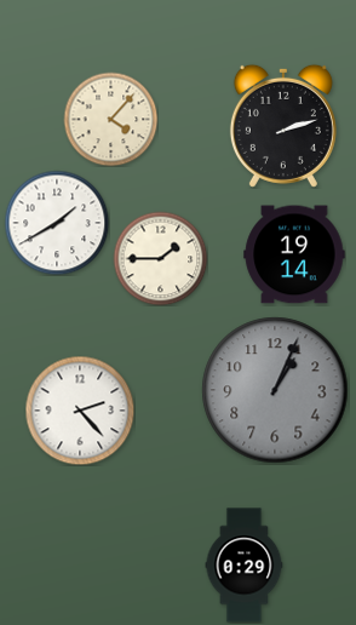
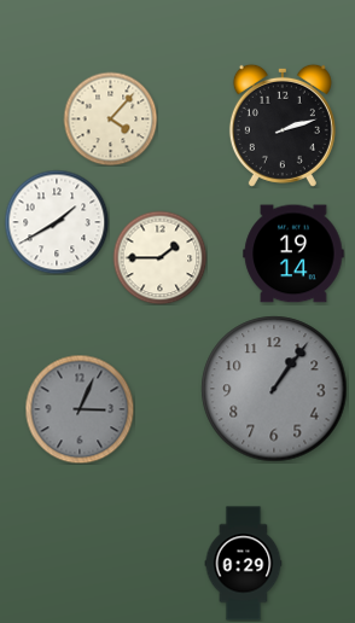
clock at (275, 390): 1:04 -> 1:06
clock at (80, 411): 2:23 -> 3:04
clock at (80, 411) dial: white -> grey
